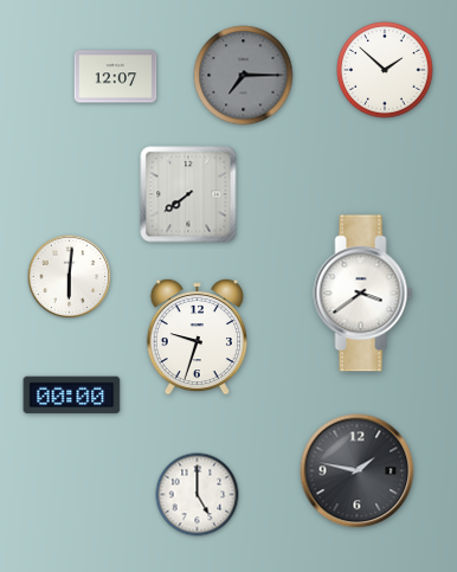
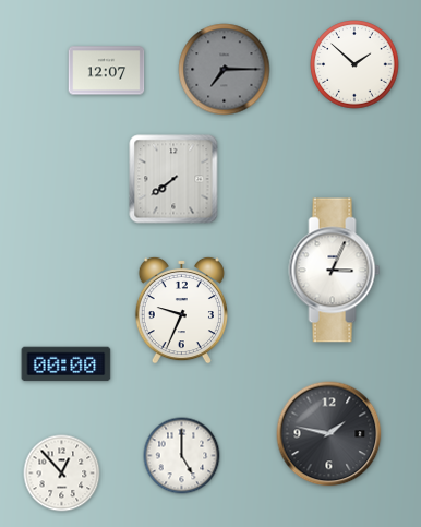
clock at (70, 277): 6:01 -> none
clock at (363, 294): 3:39 -> 3:04
clock at (197, 336): 9:33 -> 9:34
clock at (62, 474): none -> 12:53
